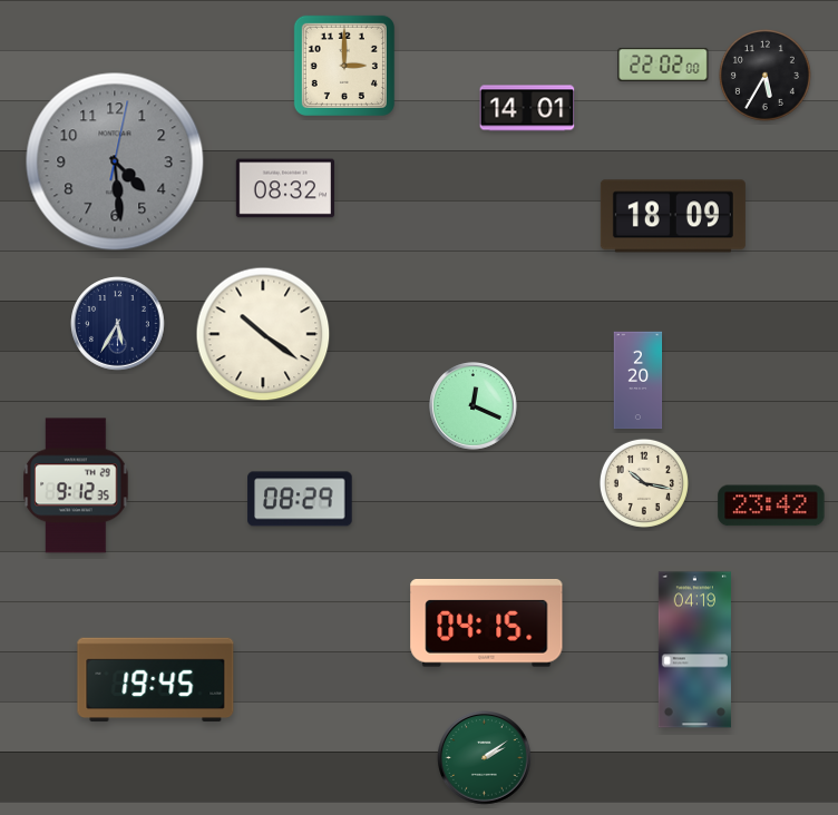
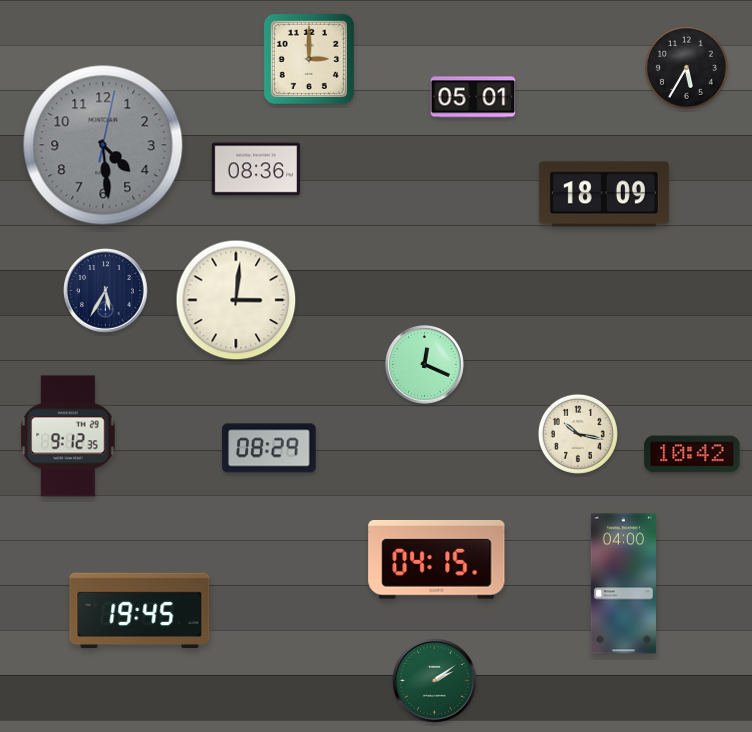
clock at (663, 65): 22:02 -> none
clock at (527, 108): 14:01 -> 05:01
clock at (284, 188): 08:32 -> 08:36
clock at (263, 334): 10:21 -> 3:01
clock at (639, 381): 2:20 -> none
clock at (771, 505): 23:42 -> 10:42
clock at (694, 650): 04:19 -> 04:00
